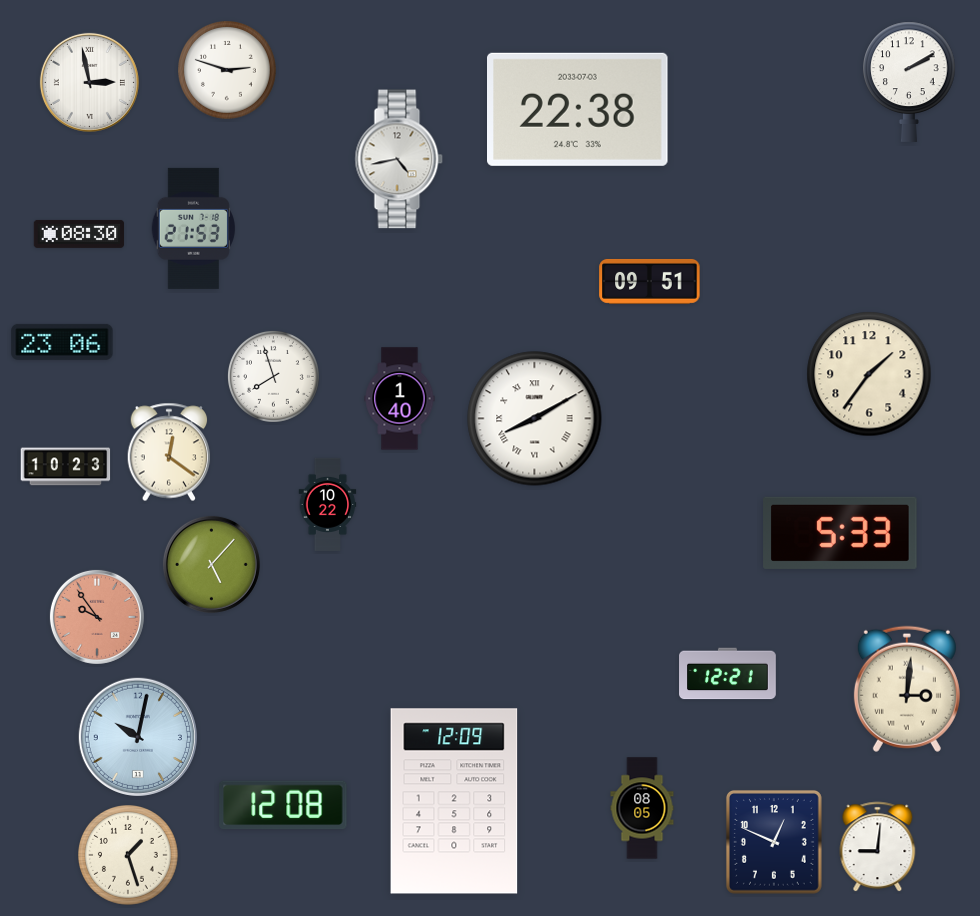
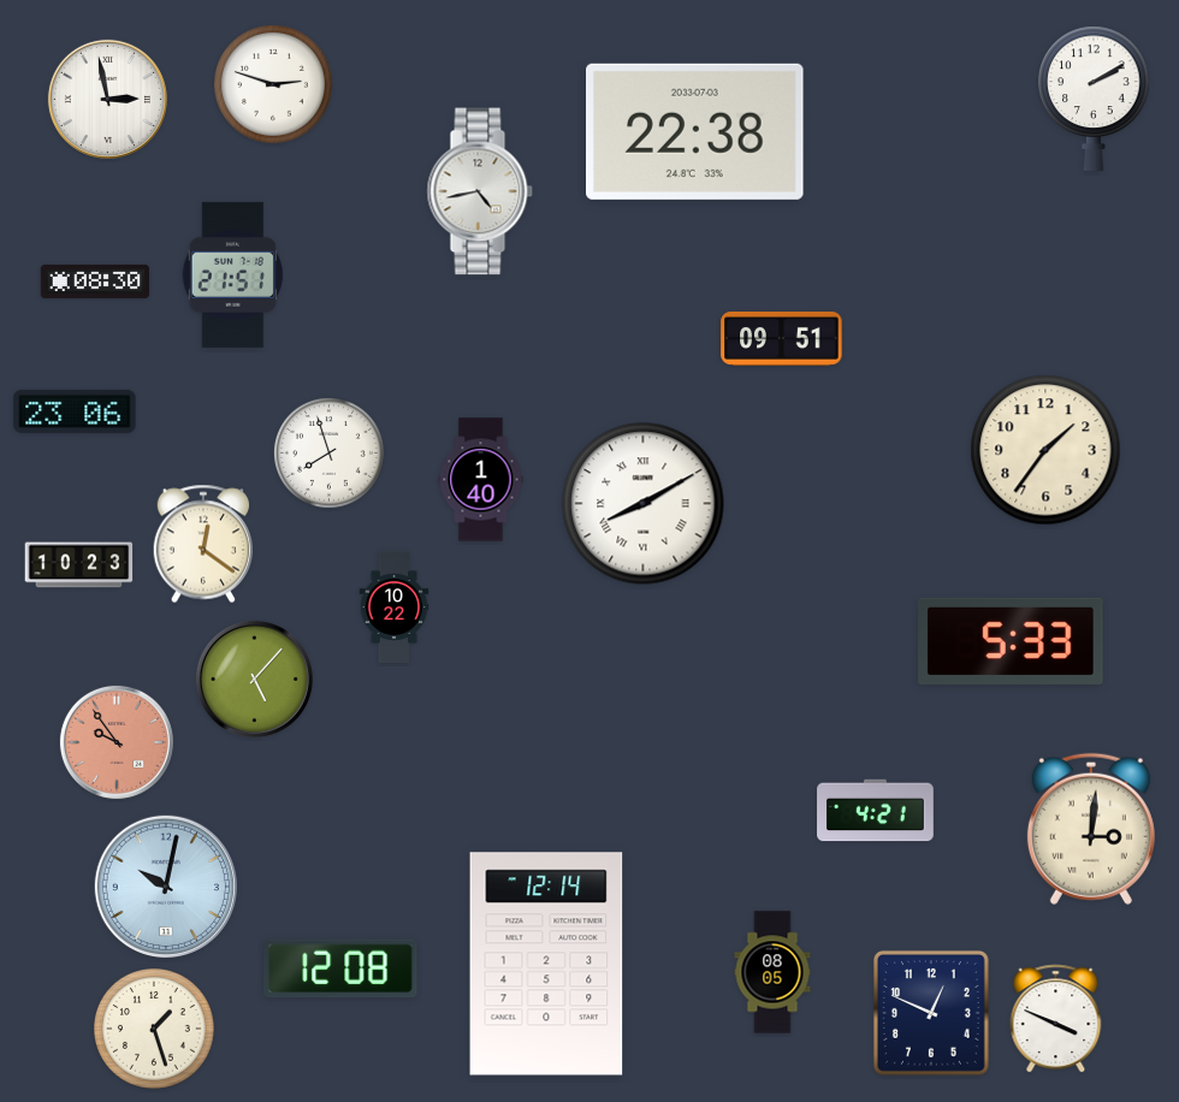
clock at (193, 228): 21:53 -> 21:51
clock at (66, 467) position: (66, 467) -> (79, 565)
clock at (728, 674): 12:21 -> 4:21
clock at (454, 801): 12:09 -> 12:14
clock at (878, 847): 9:01 -> 3:49
